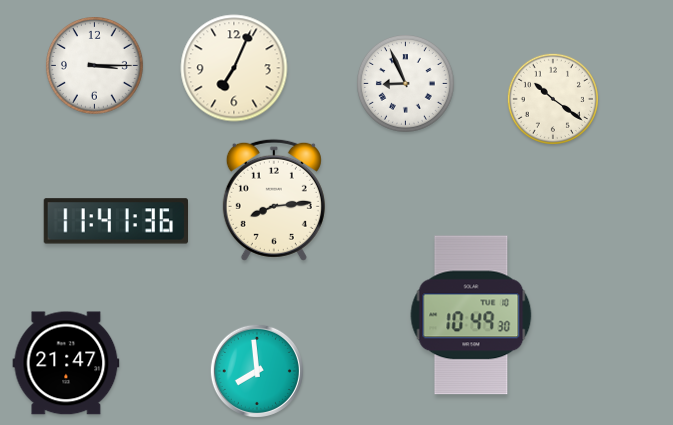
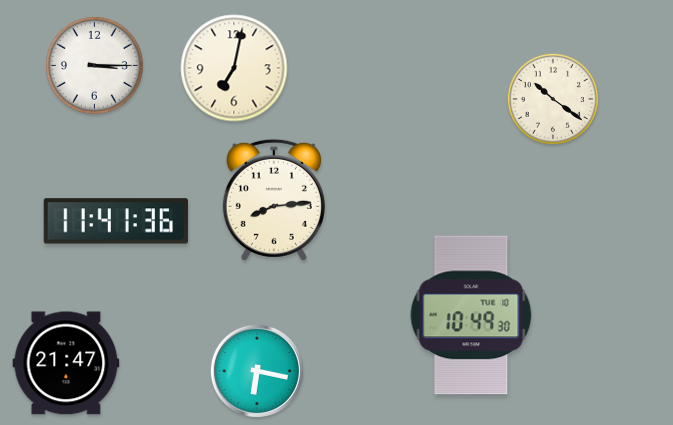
clock at (234, 68): 7:04 -> 7:02
clock at (406, 84): 8:56 -> none
clock at (257, 371): 7:59 -> 6:17
